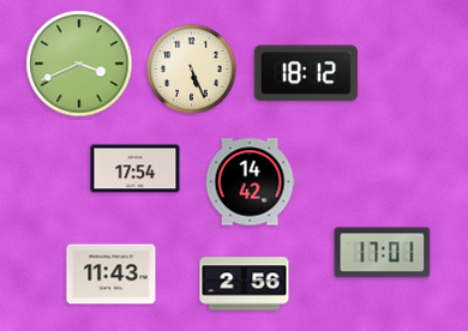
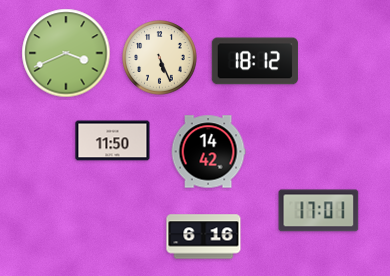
clock at (136, 169): 17:54 -> 11:50
clock at (112, 275): 11:43 -> none
clock at (245, 284): 2:56 -> 6:16
